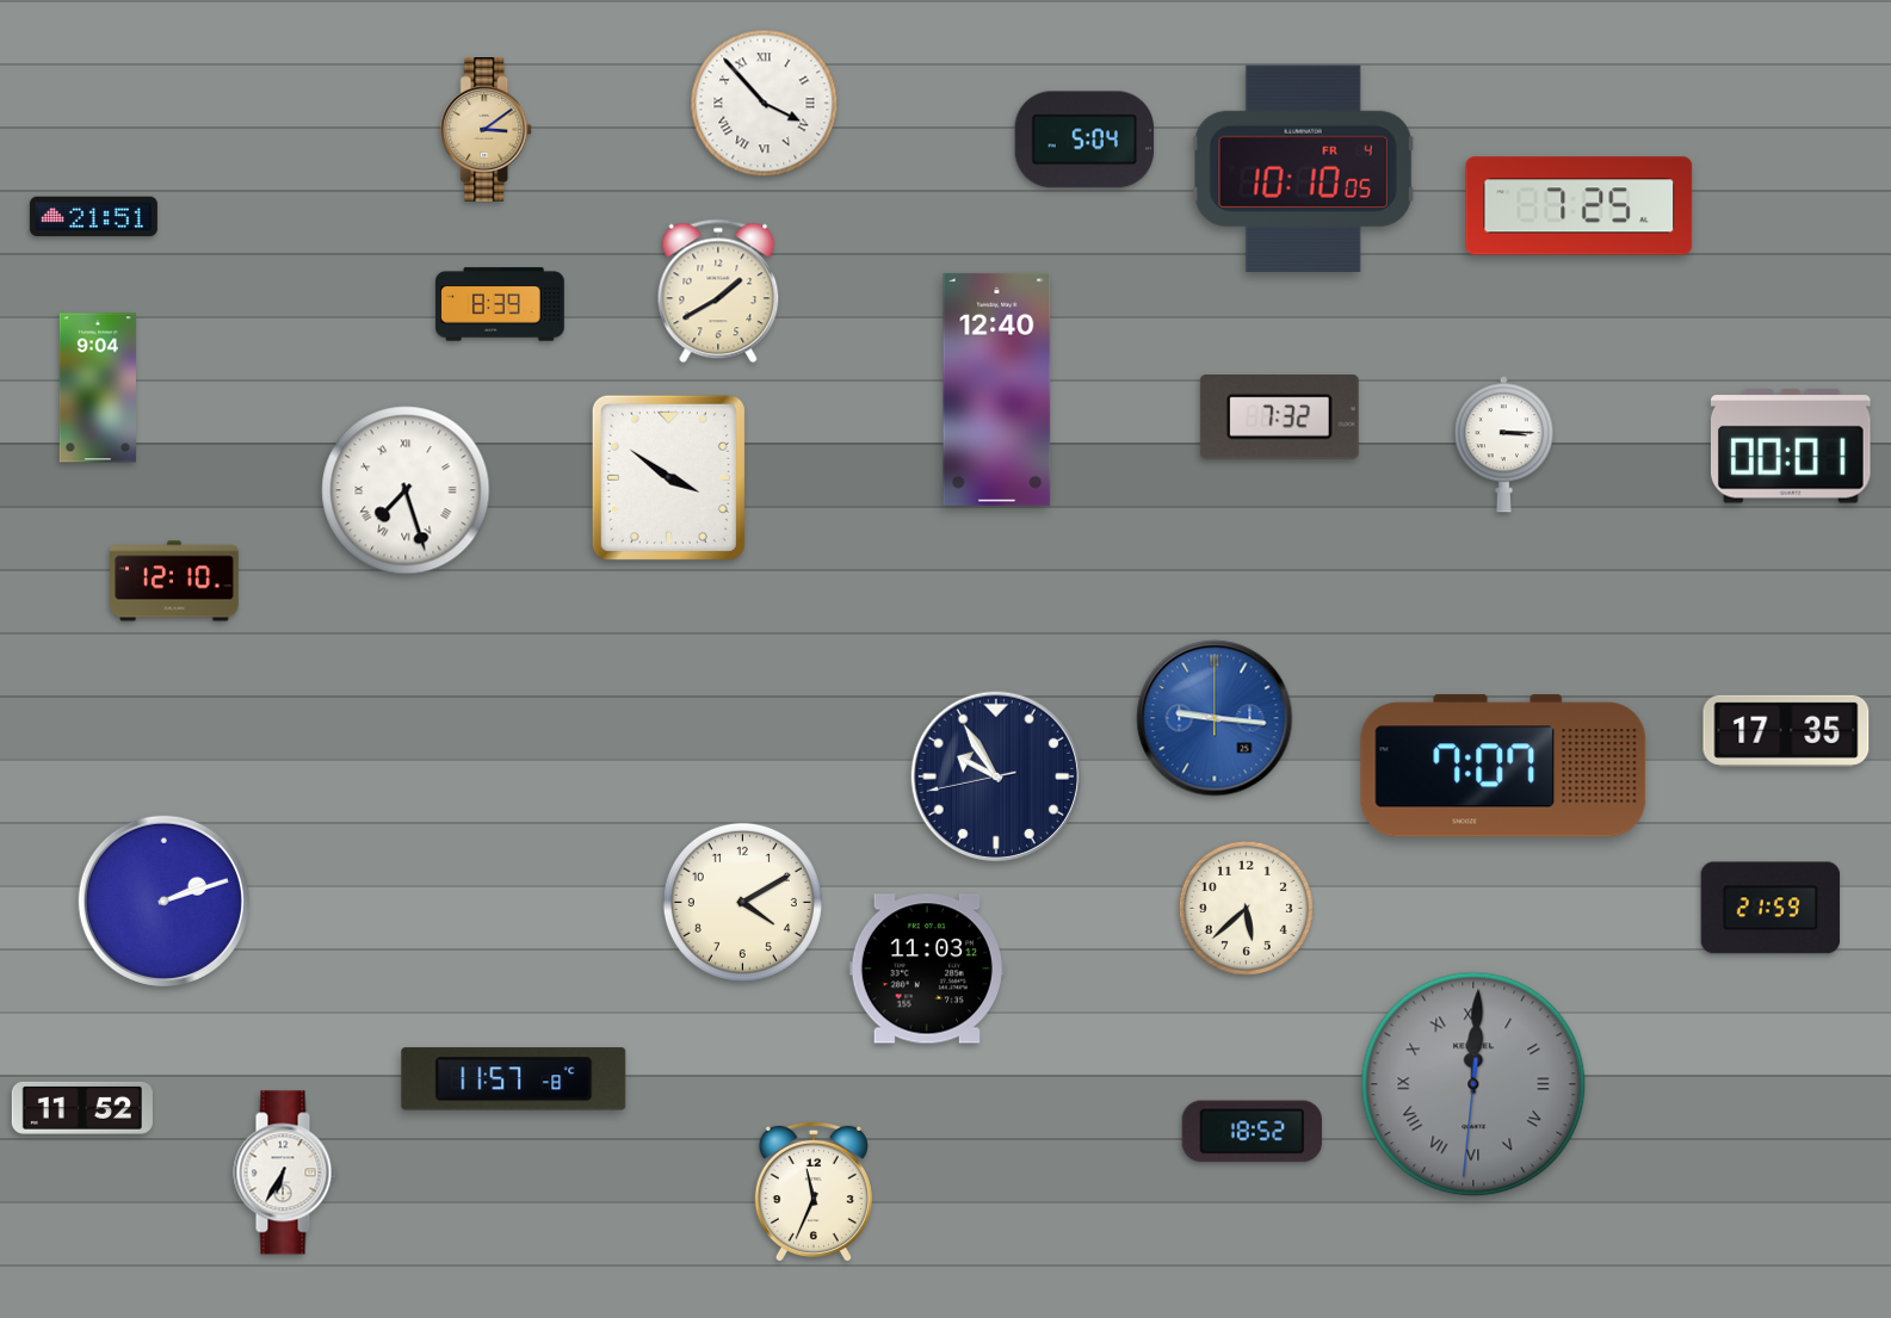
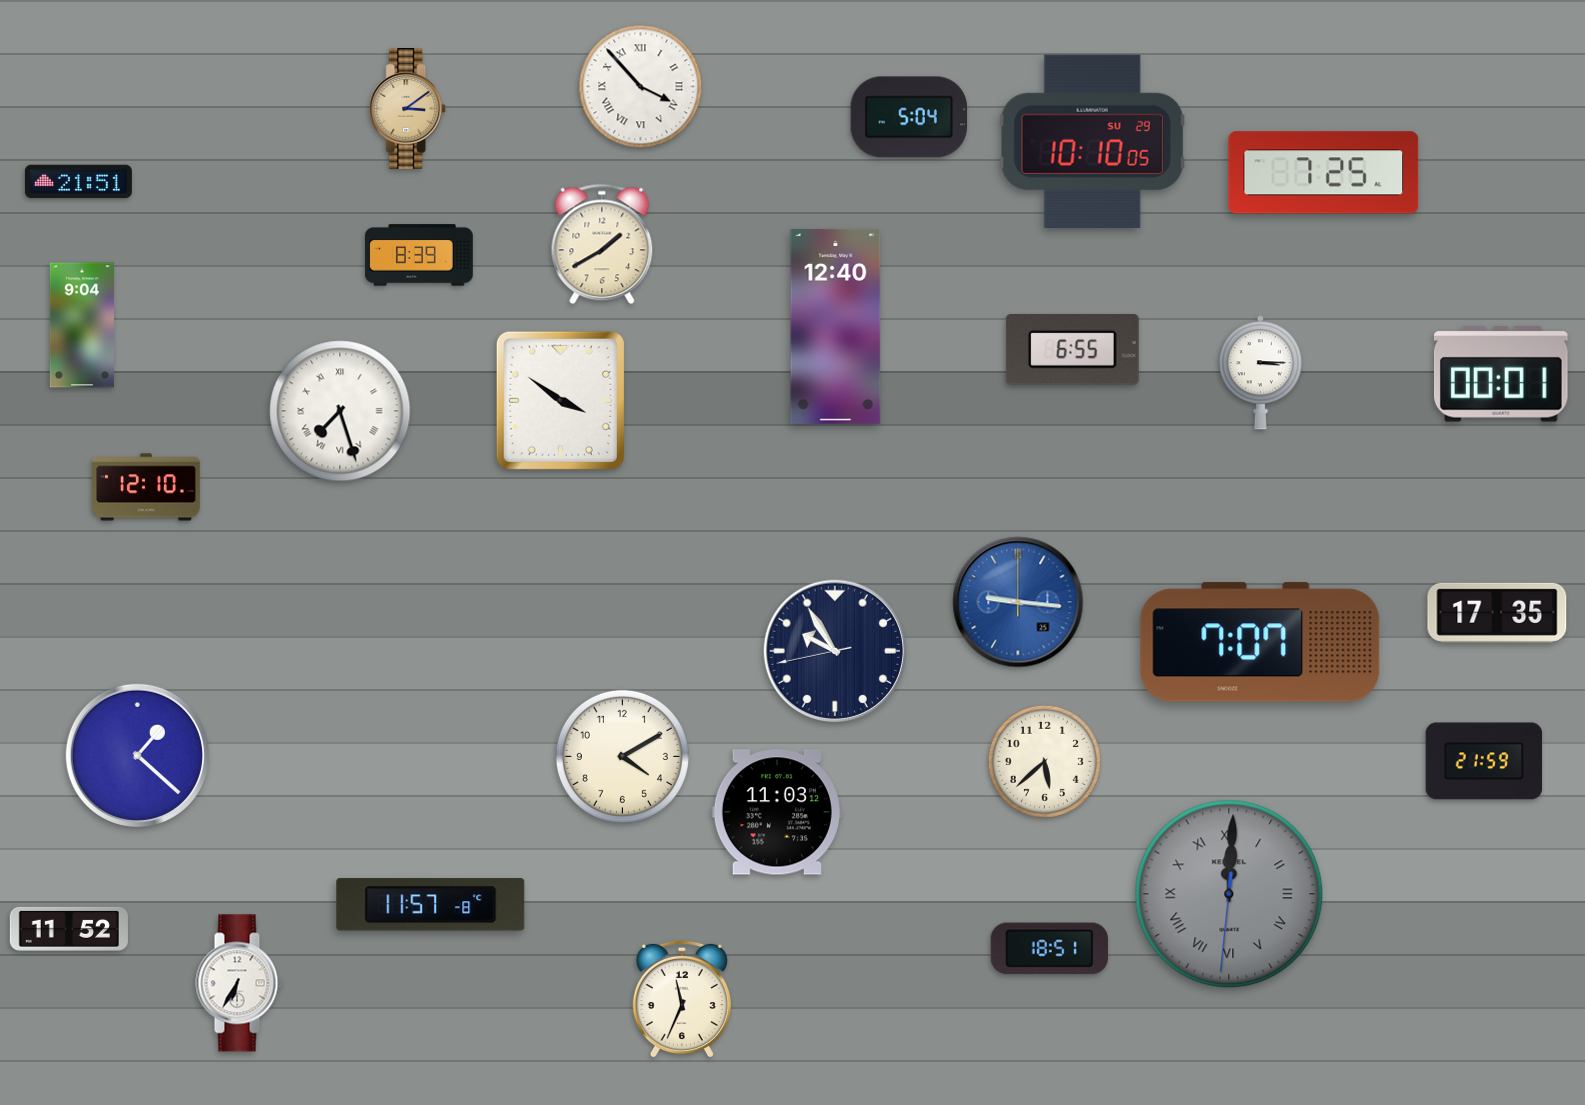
clock at (1303, 168) date: FR 4 -> SU 29
clock at (1279, 417): 7:32 -> 6:55
clock at (163, 901): 2:12 -> 1:22
clock at (1473, 1084) position: (1473, 1084) -> (1229, 894)
clock at (1252, 1132): 18:52 -> 18:51
